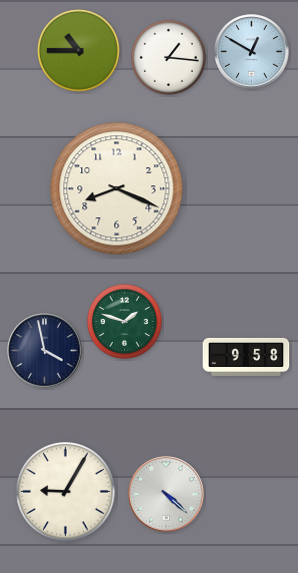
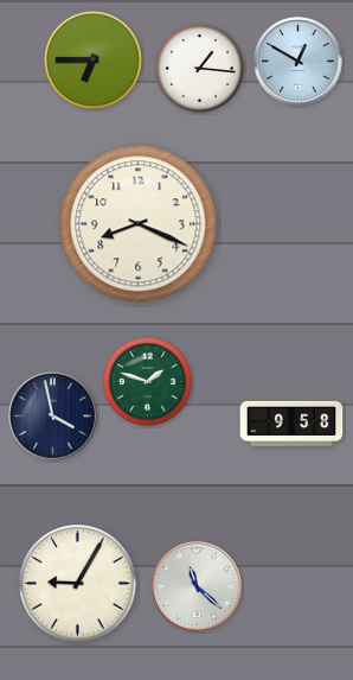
clock at (78, 50): 10:45 -> 6:45
clock at (166, 494): 4:22 -> 11:22
